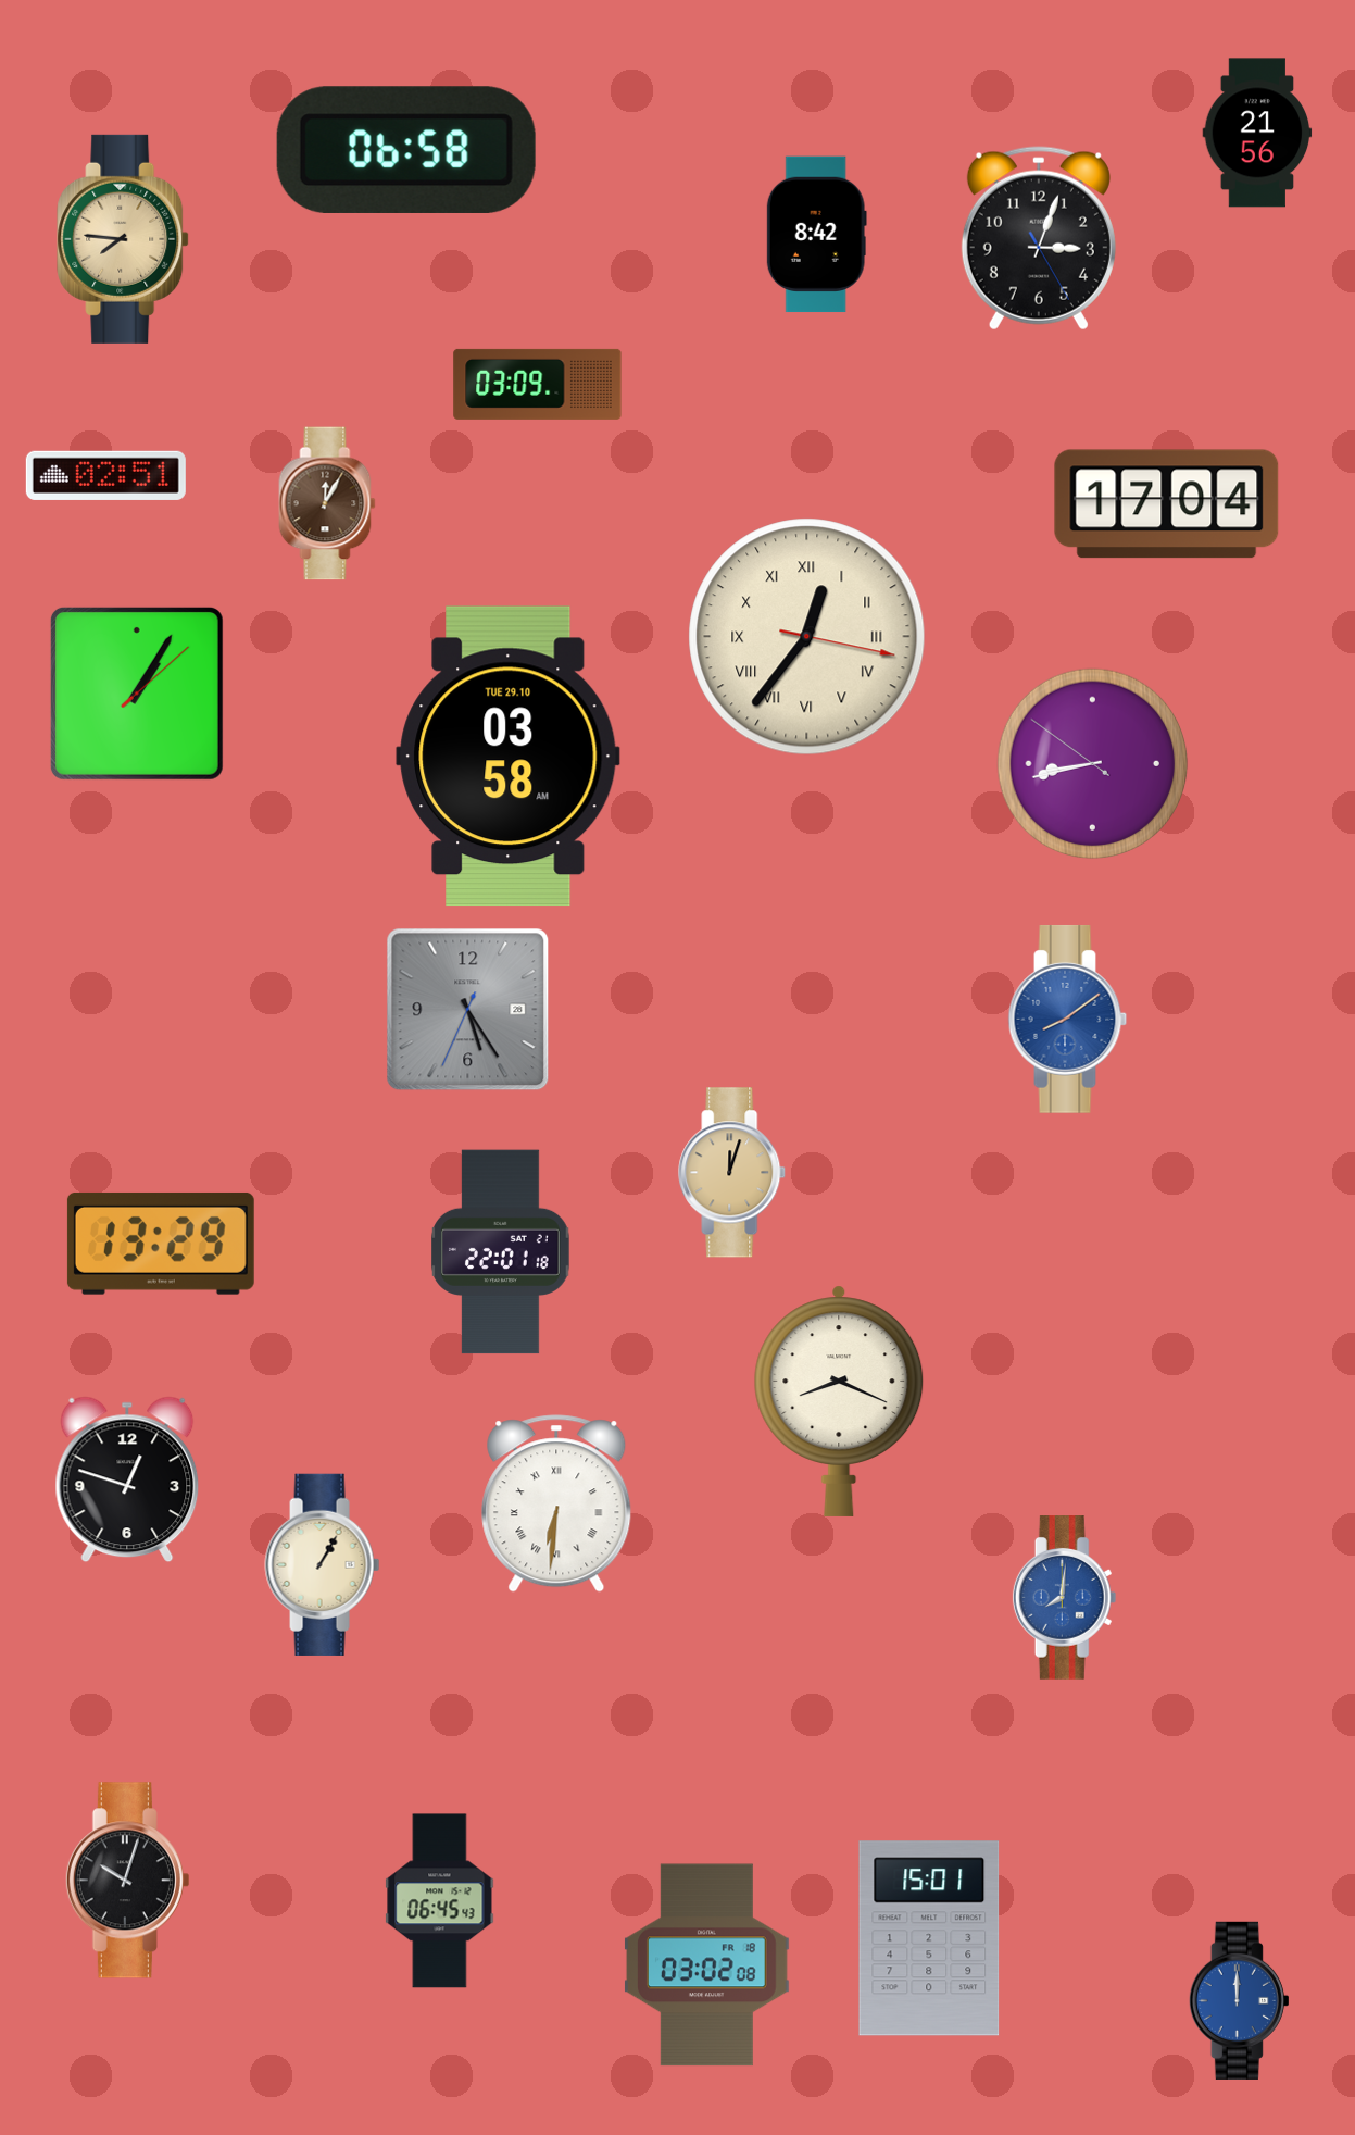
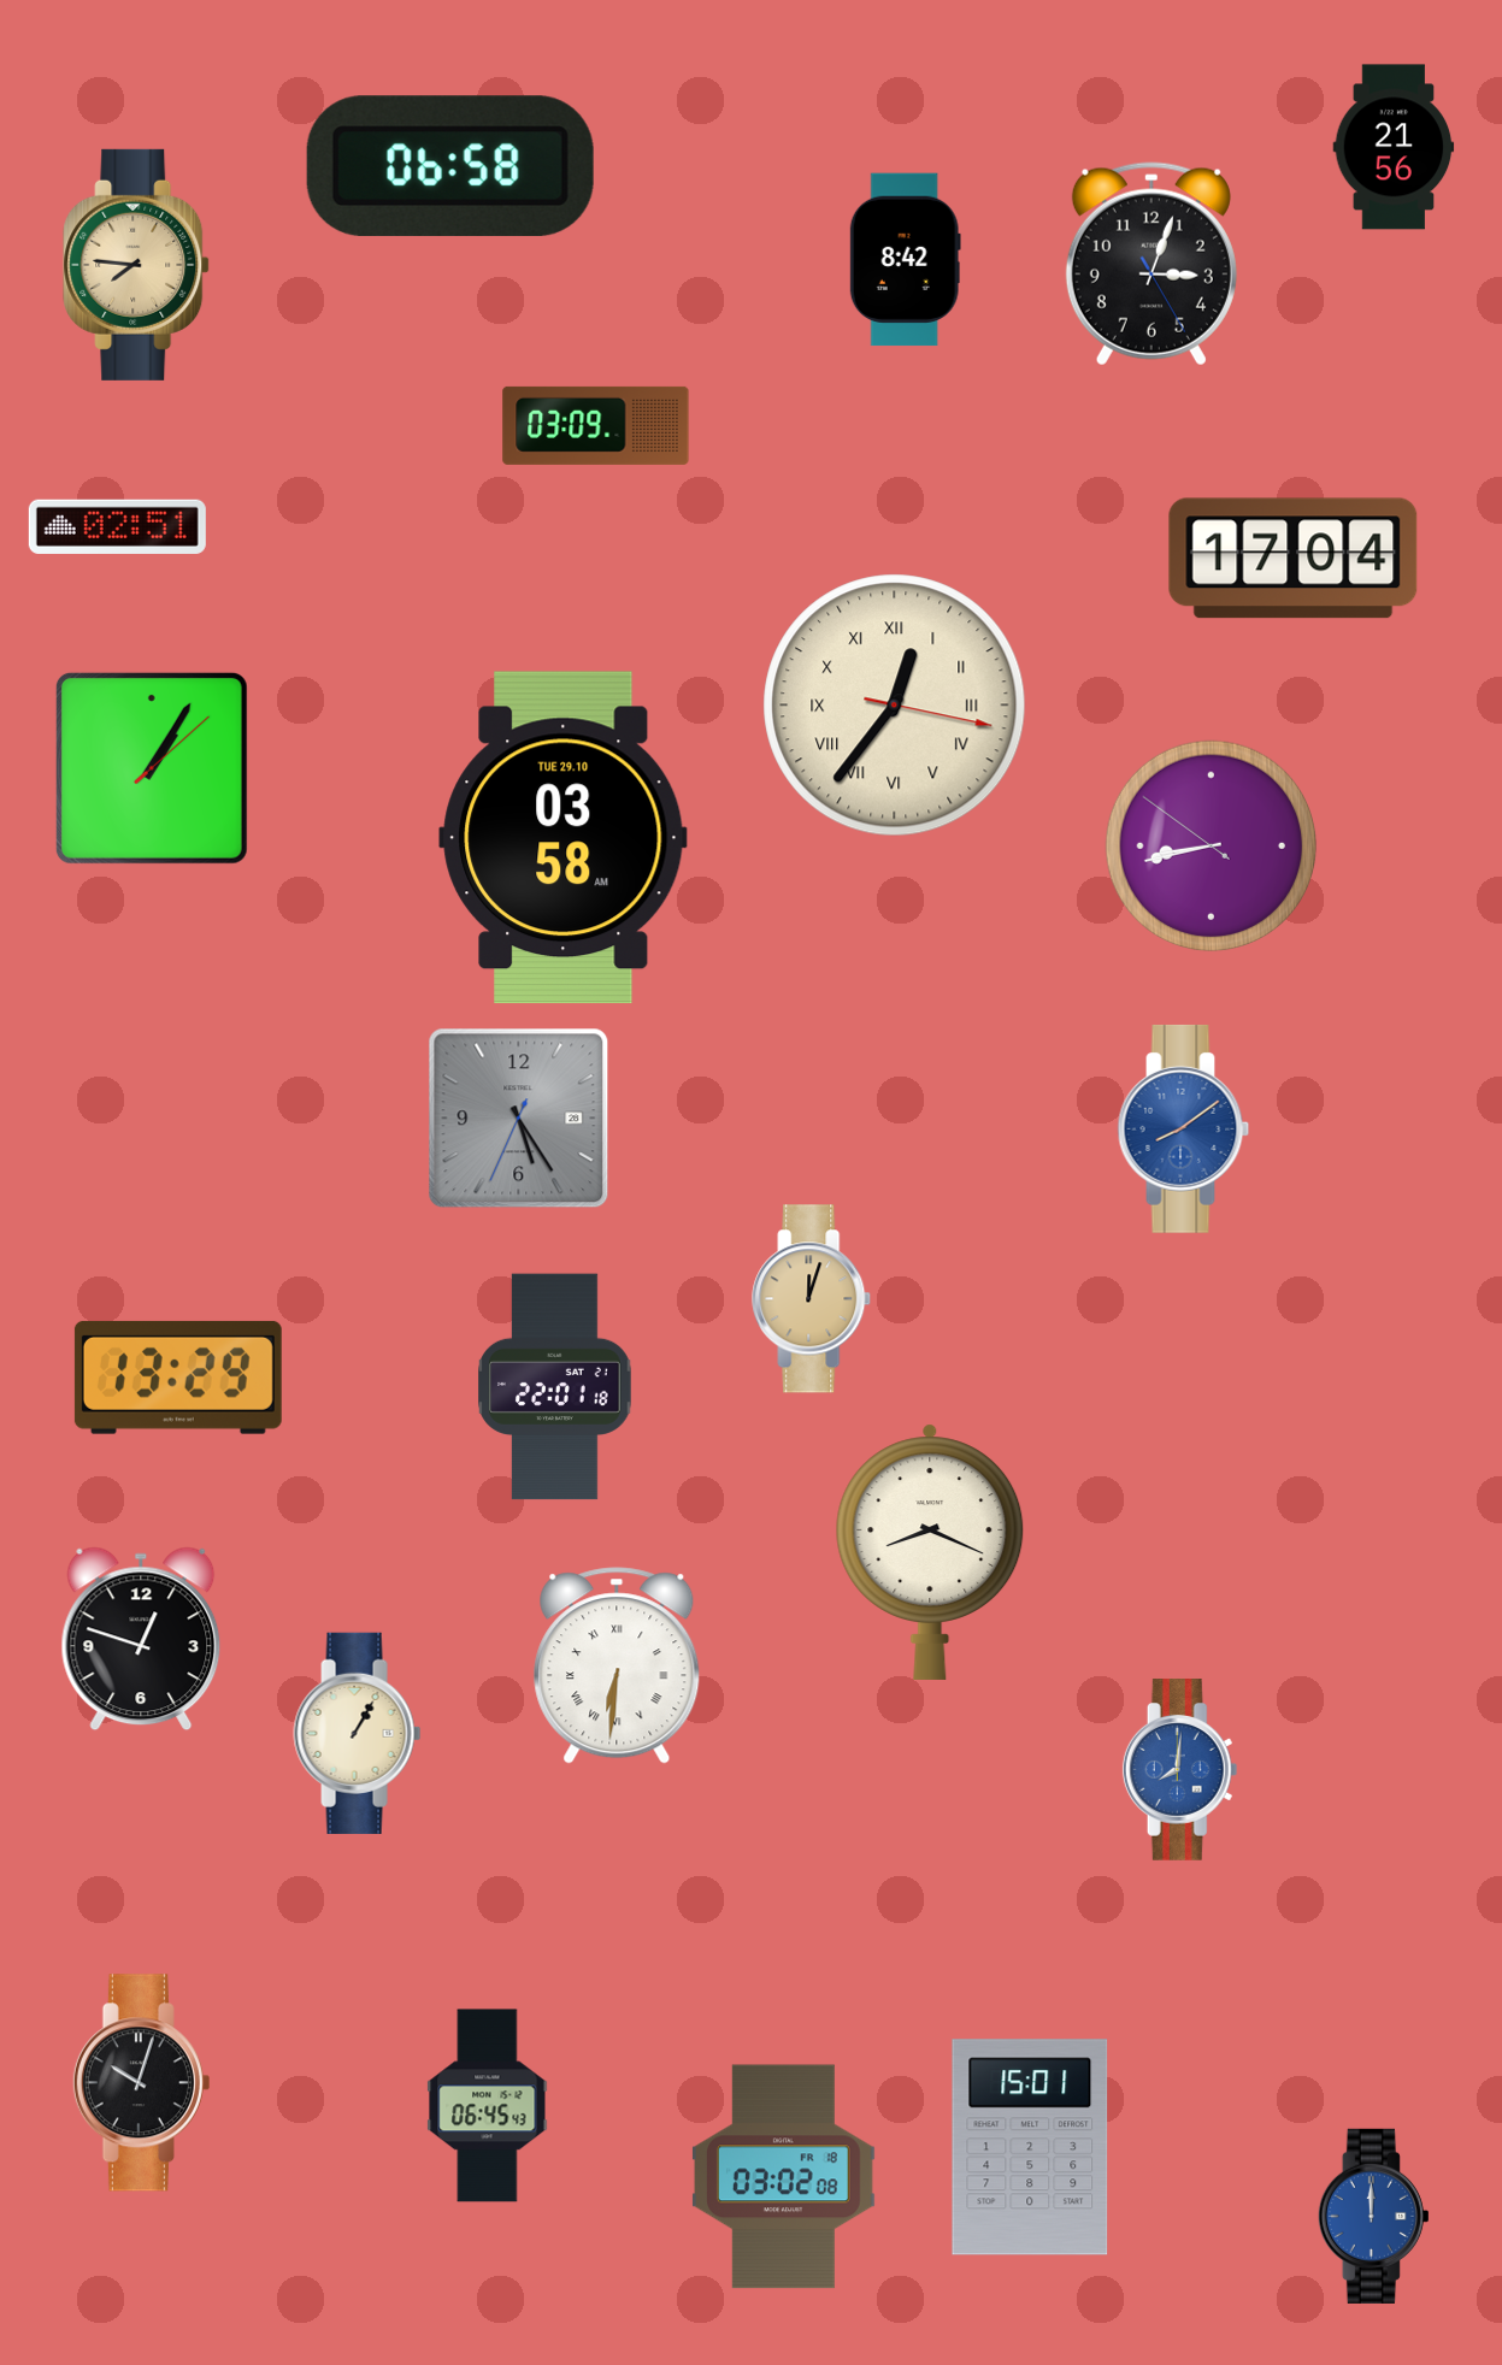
clock at (327, 503): 12:05 -> none
